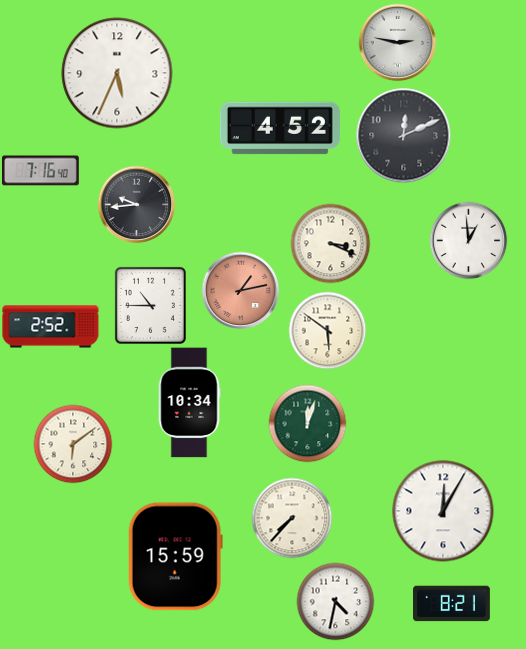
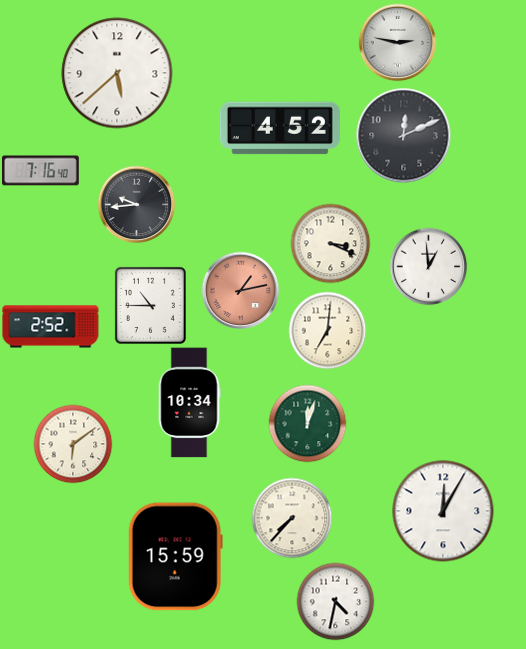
clock at (117, 73): 5:34 -> 5:38
clock at (468, 240) position: (468, 240) -> (428, 266)
clock at (327, 330): 5:51 -> 7:01
clock at (452, 604): 8:21 -> none
